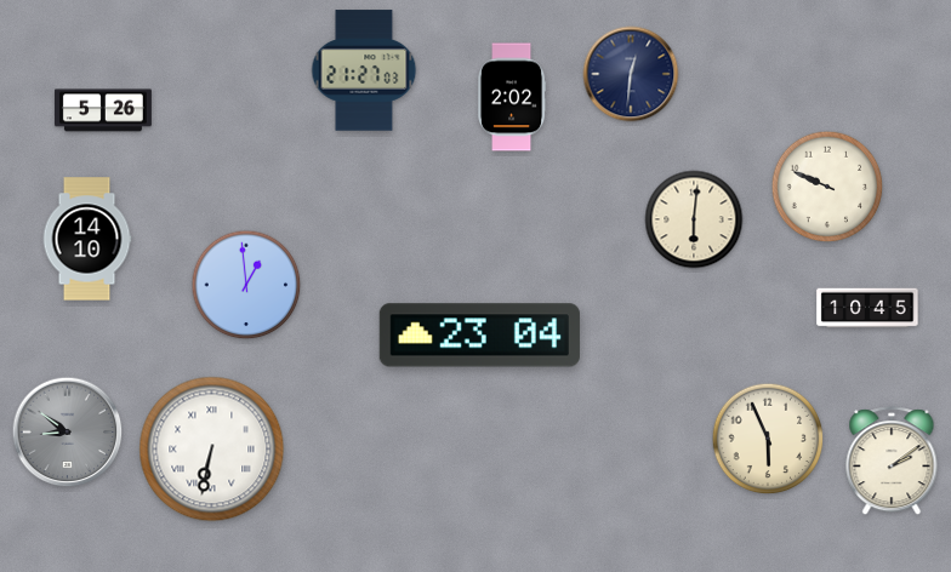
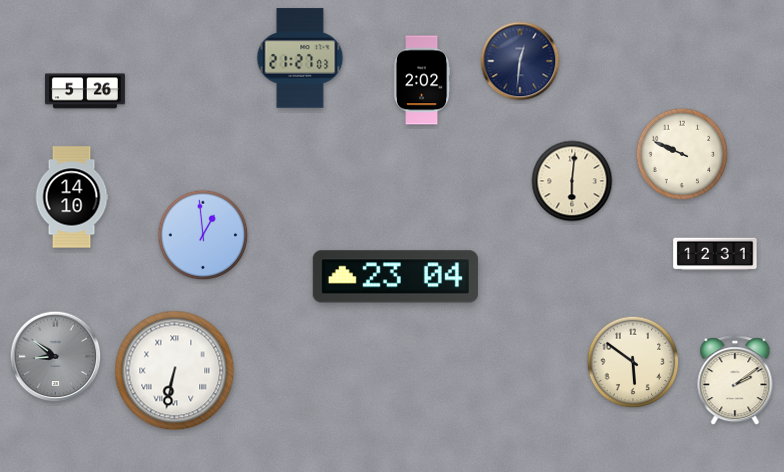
clock at (867, 308): 10:45 -> 12:31
clock at (768, 439): 5:56 -> 5:51
